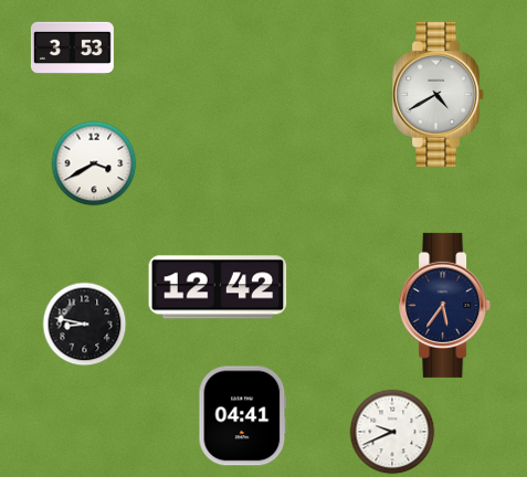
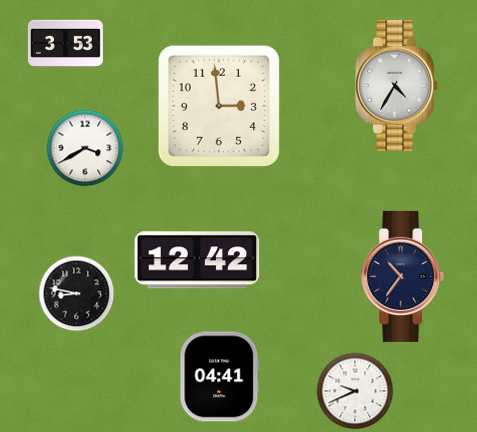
clock at (439, 94): 4:40 -> 4:35
clock at (219, 106): none -> 2:59
clock at (445, 305): 5:36 -> 10:36
